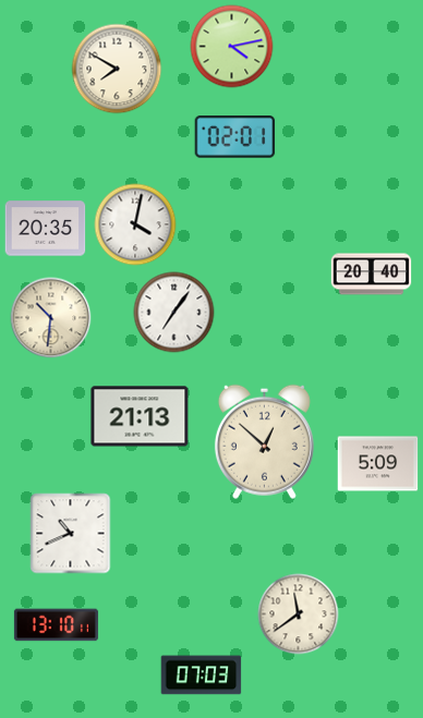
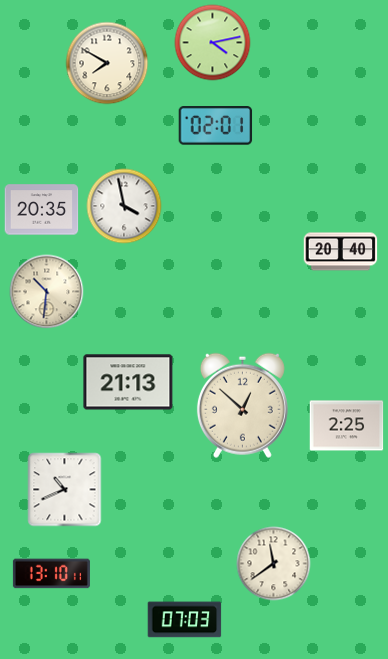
clock at (135, 224): 4:02 -> 3:58
clock at (174, 313): 7:06 -> none
clock at (378, 464): 5:09 -> 2:25
